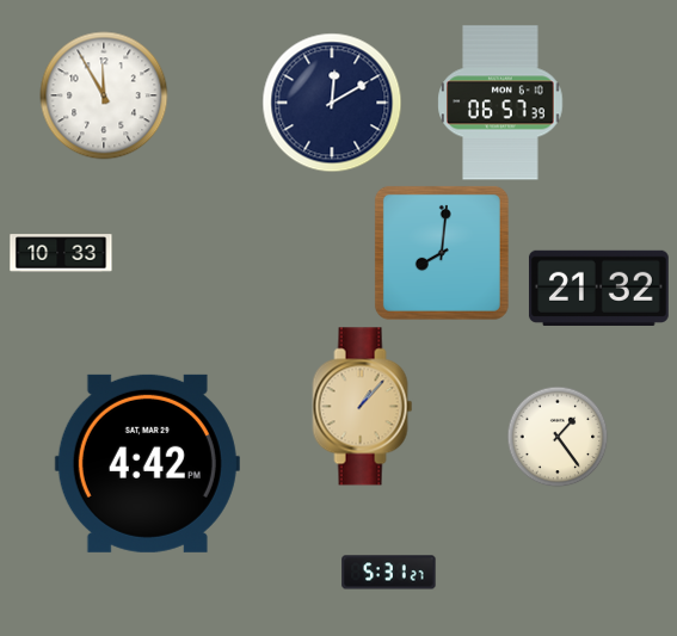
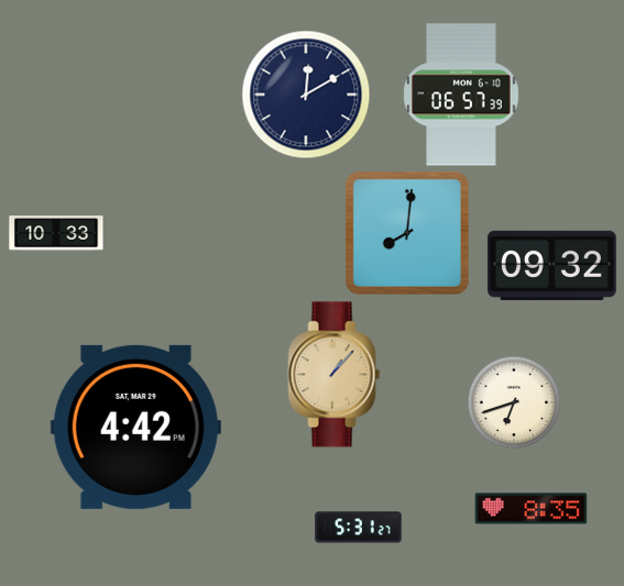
clock at (104, 95): 11:55 -> none
clock at (598, 288): 21:32 -> 09:32
clock at (558, 437): 1:24 -> 6:42
clock at (532, 509): none -> 8:35
